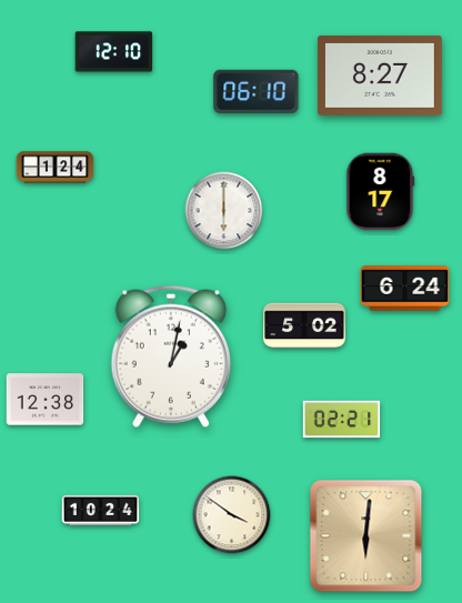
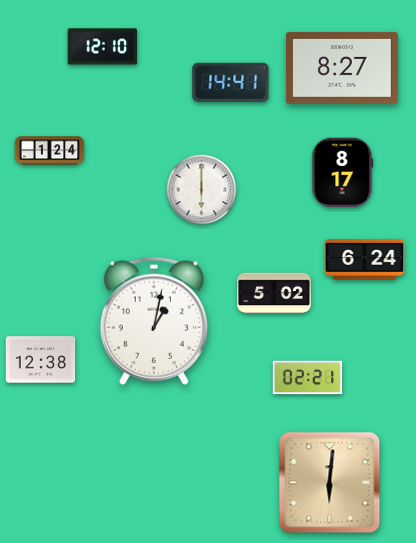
clock at (257, 91): 06:10 -> 14:41
clock at (101, 510): 10:24 -> none
clock at (232, 515): 3:51 -> none
